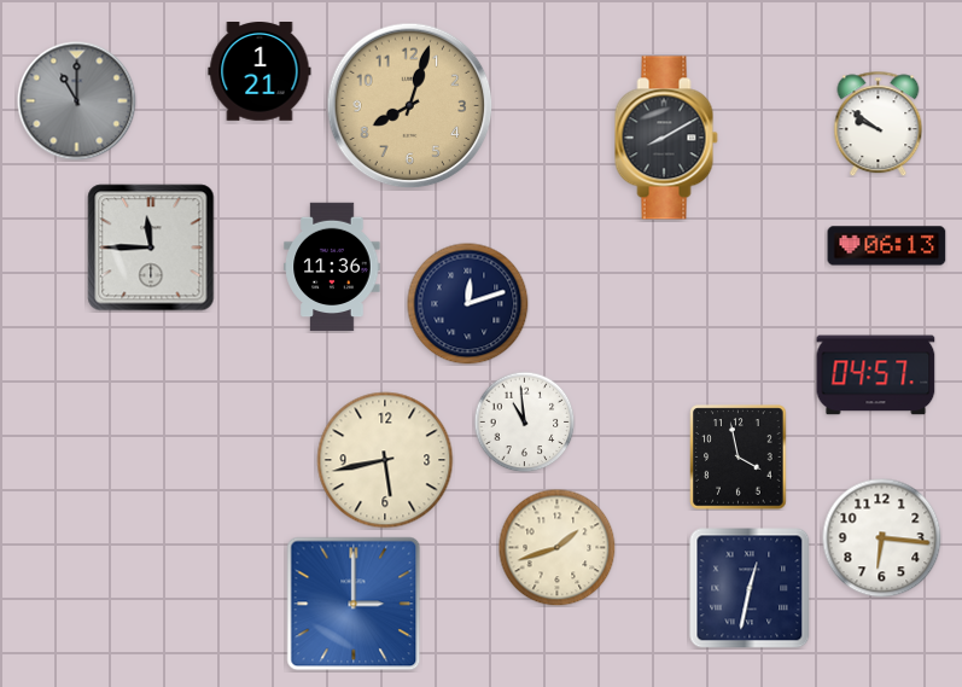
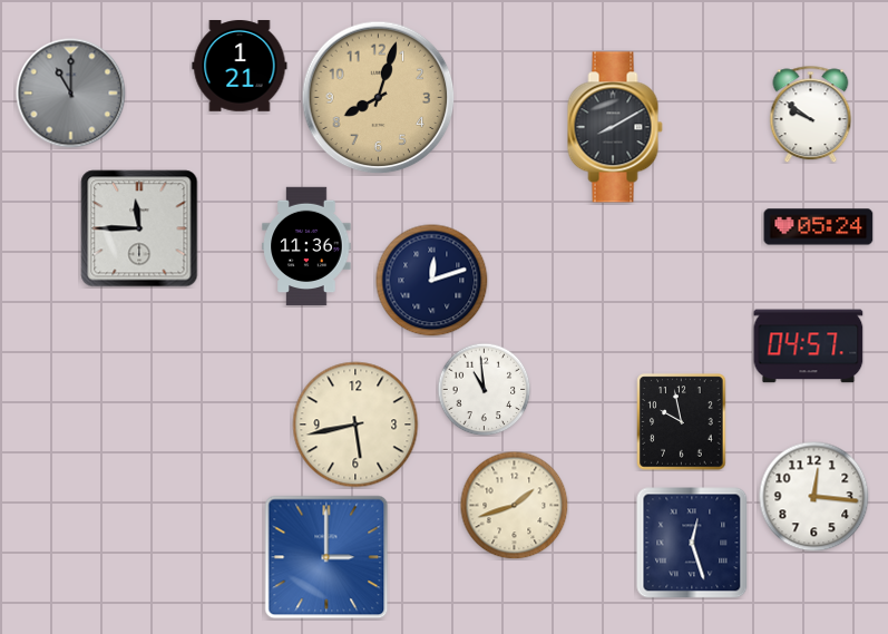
clock at (887, 246): 06:13 -> 05:24
clock at (739, 458): 3:58 -> 9:58
clock at (882, 538): 6:16 -> 12:16
clock at (750, 588): 12:32 -> 12:27
